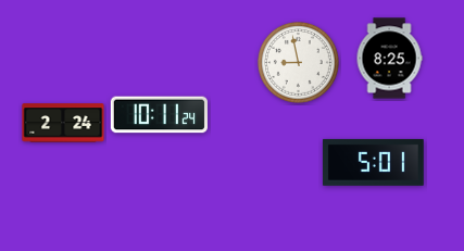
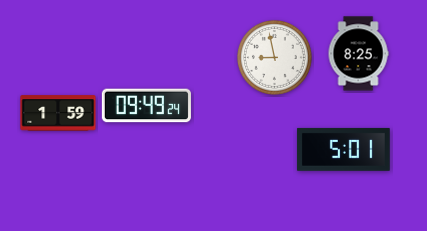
clock at (159, 115): 10:11 -> 09:49
clock at (63, 123): 2:24 -> 1:59
